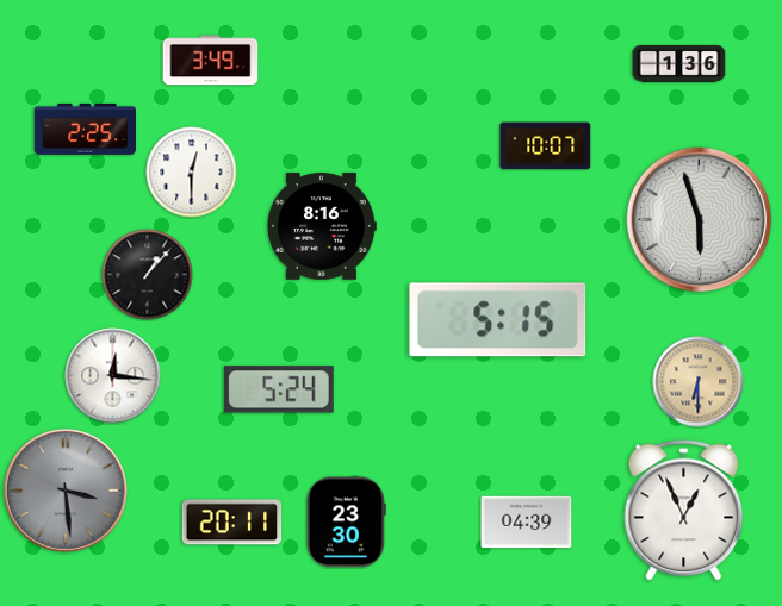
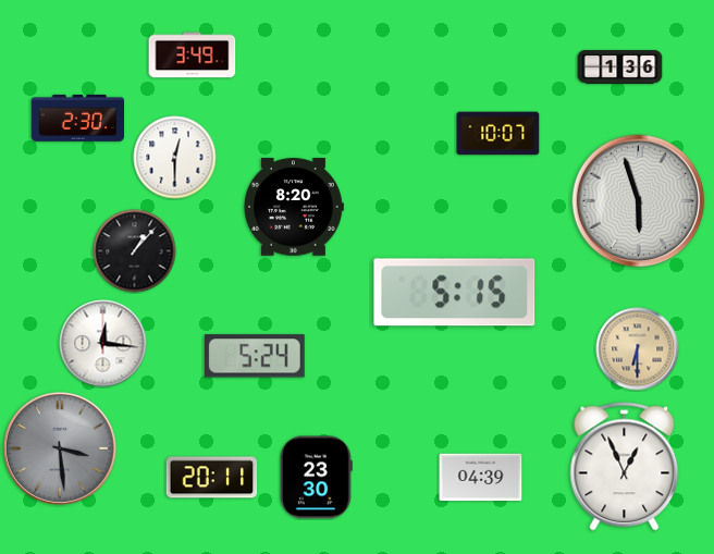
clock at (679, 63) position: (679, 63) -> (620, 66)
clock at (85, 129): 2:25 -> 2:30
clock at (322, 226): 8:16 -> 8:20
